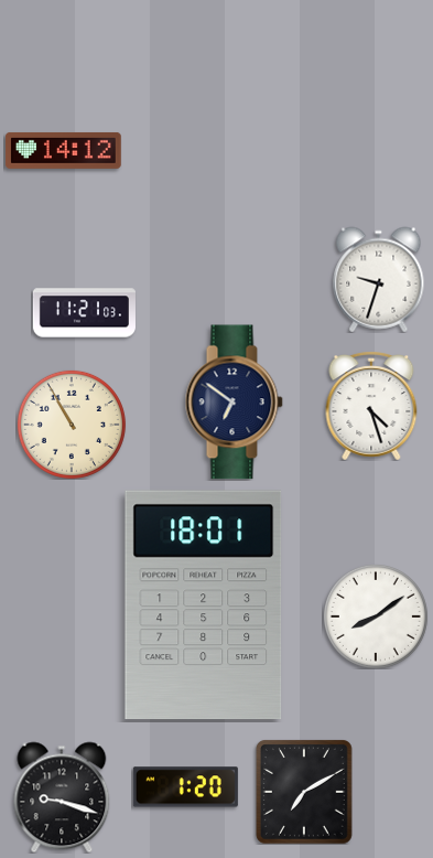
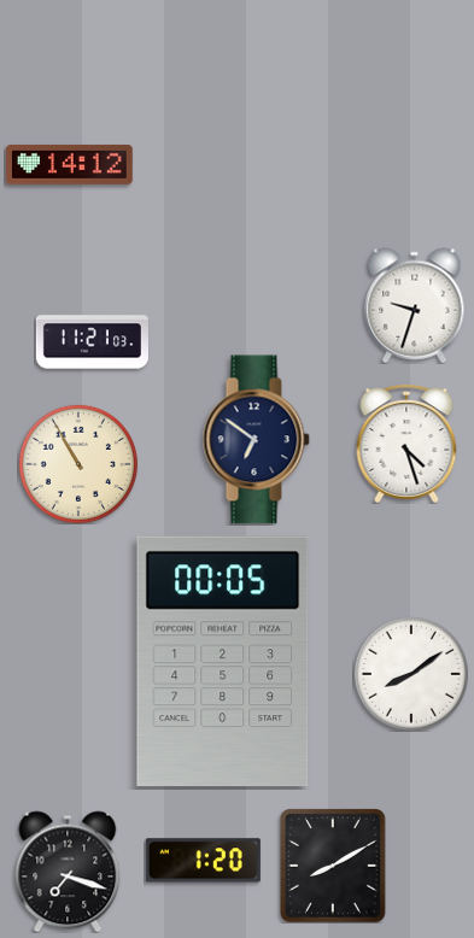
clock at (204, 605): 18:01 -> 00:05
clock at (304, 792): 7:10 -> 8:10
clock at (62, 797): 9:18 -> 7:18
